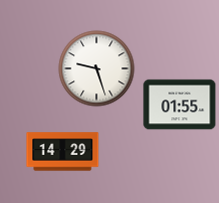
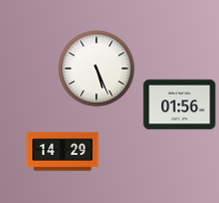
clock at (97, 69): 9:27 -> 5:26
clock at (180, 105): 01:55 -> 01:56
